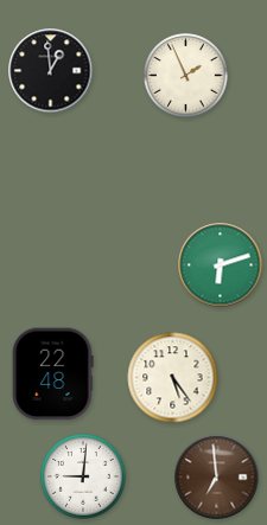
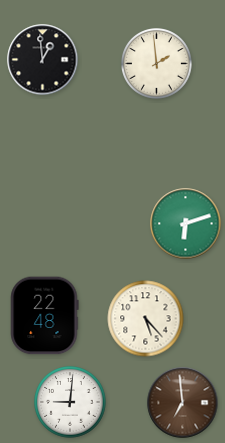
clock at (186, 76): 1:56 -> 1:59
clock at (173, 378): 5:24 -> 5:23
